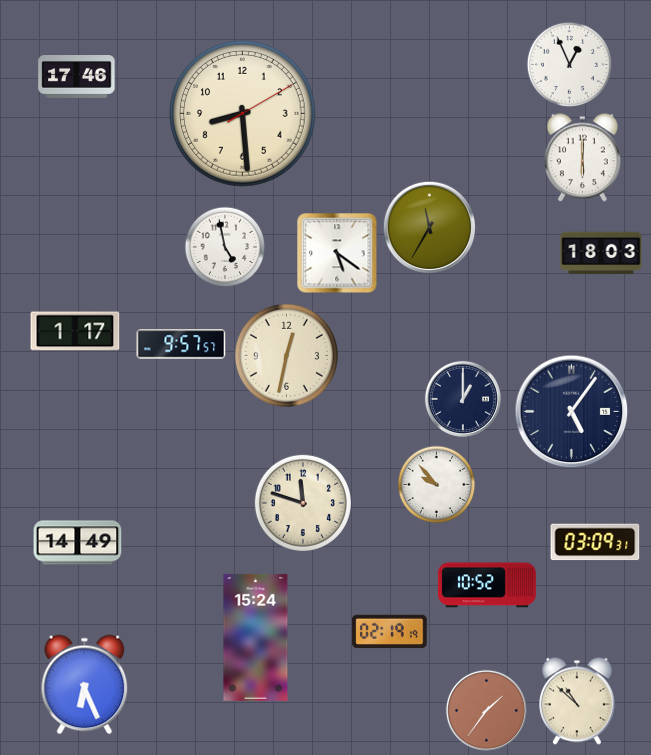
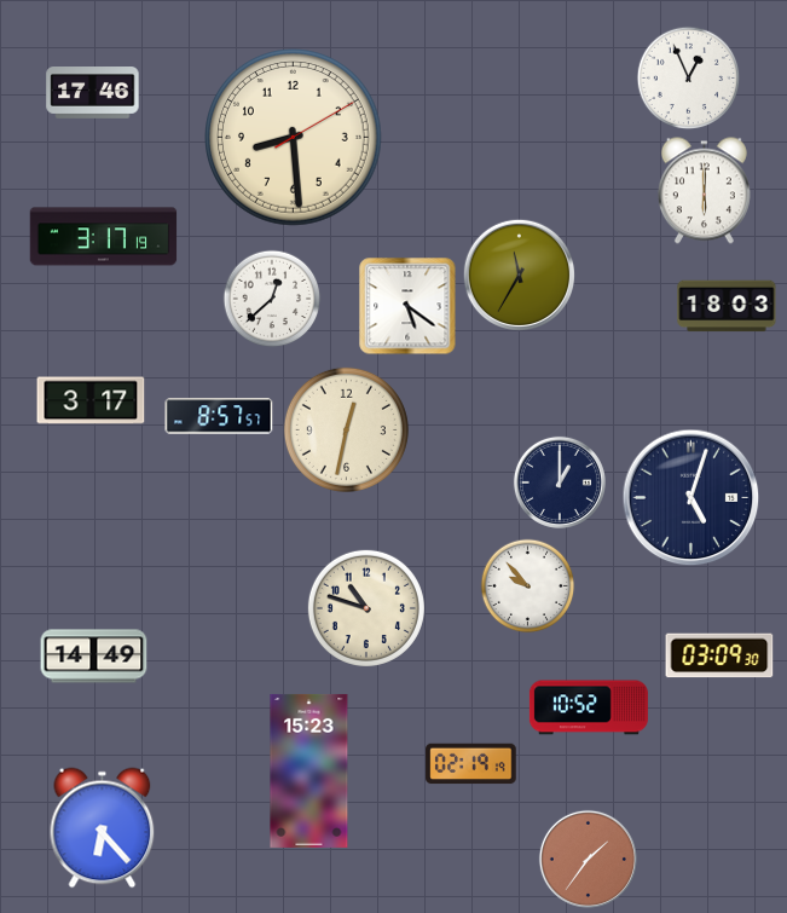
clock at (104, 237): none -> 3:17
clock at (225, 247): 4:58 -> 12:38
clock at (75, 331): 1:17 -> 3:17
clock at (181, 344): 9:57 -> 8:57
clock at (572, 412): 5:06 -> 5:03
clock at (303, 503): 11:48 -> 10:48
clock at (595, 542): 03:09:31 -> 03:09:30
clock at (256, 637): 15:24 -> 15:23
clock at (85, 685): 6:26 -> 6:23
clock at (578, 701): 10:52 -> none
